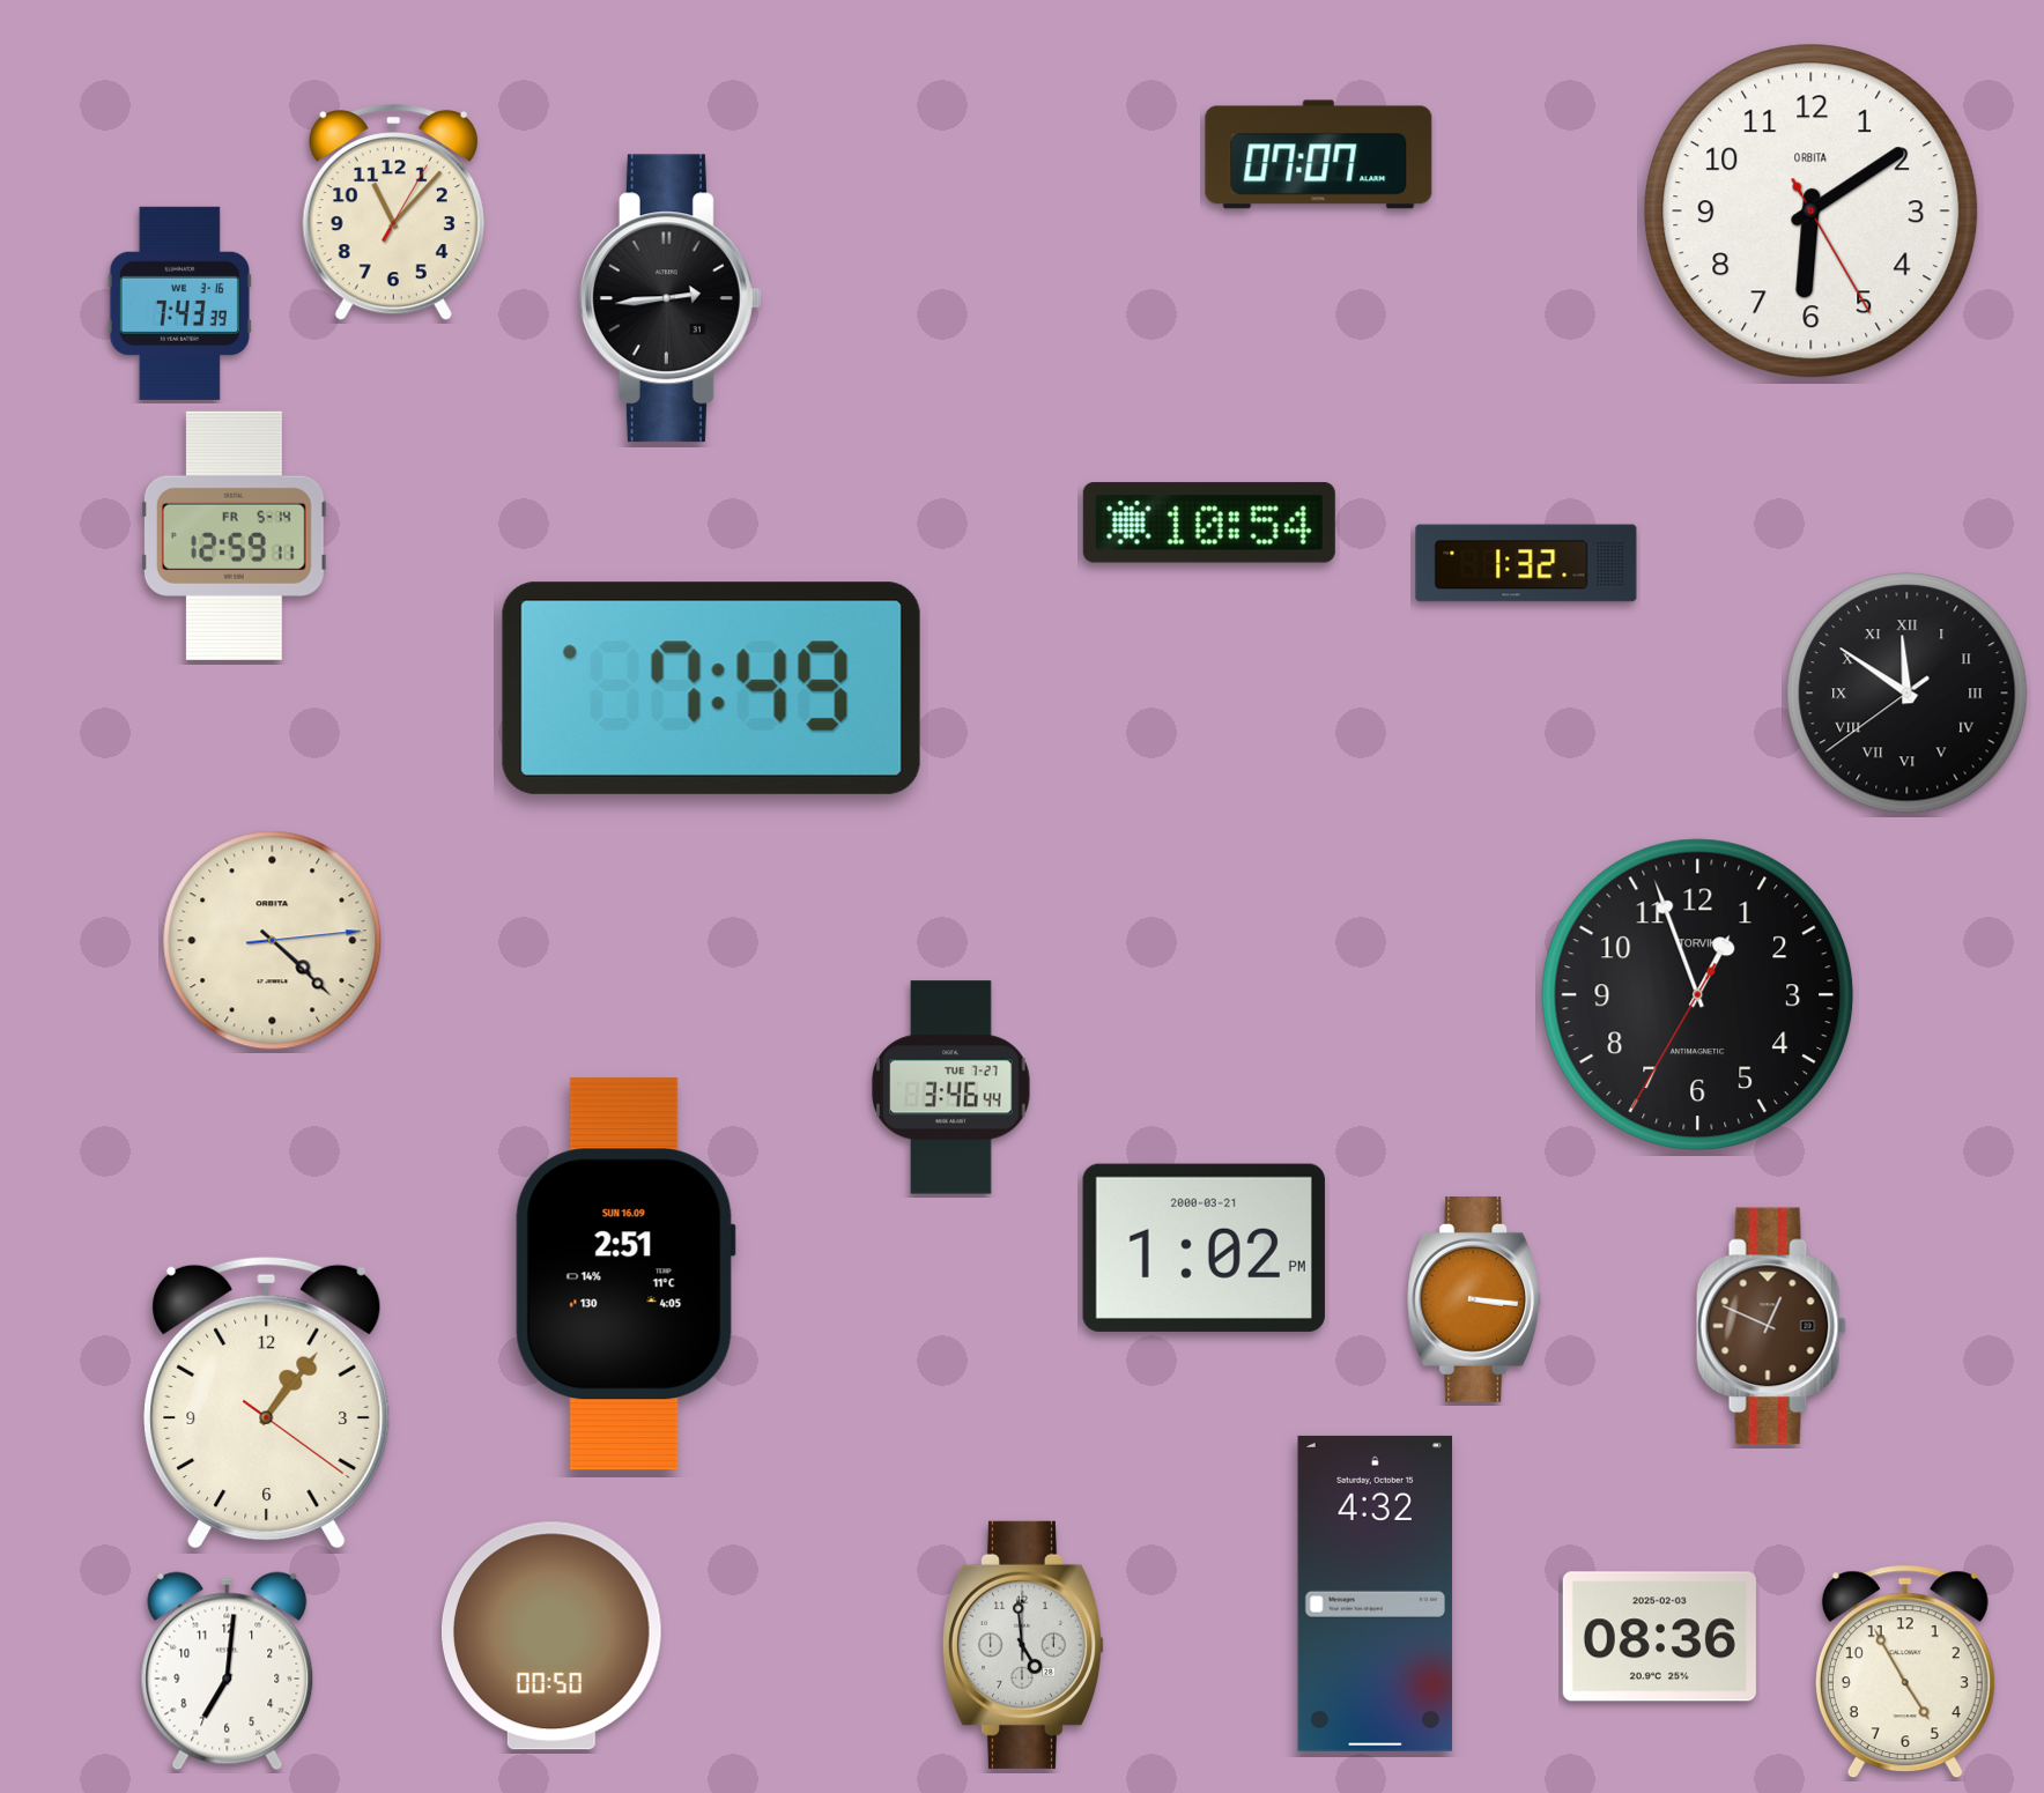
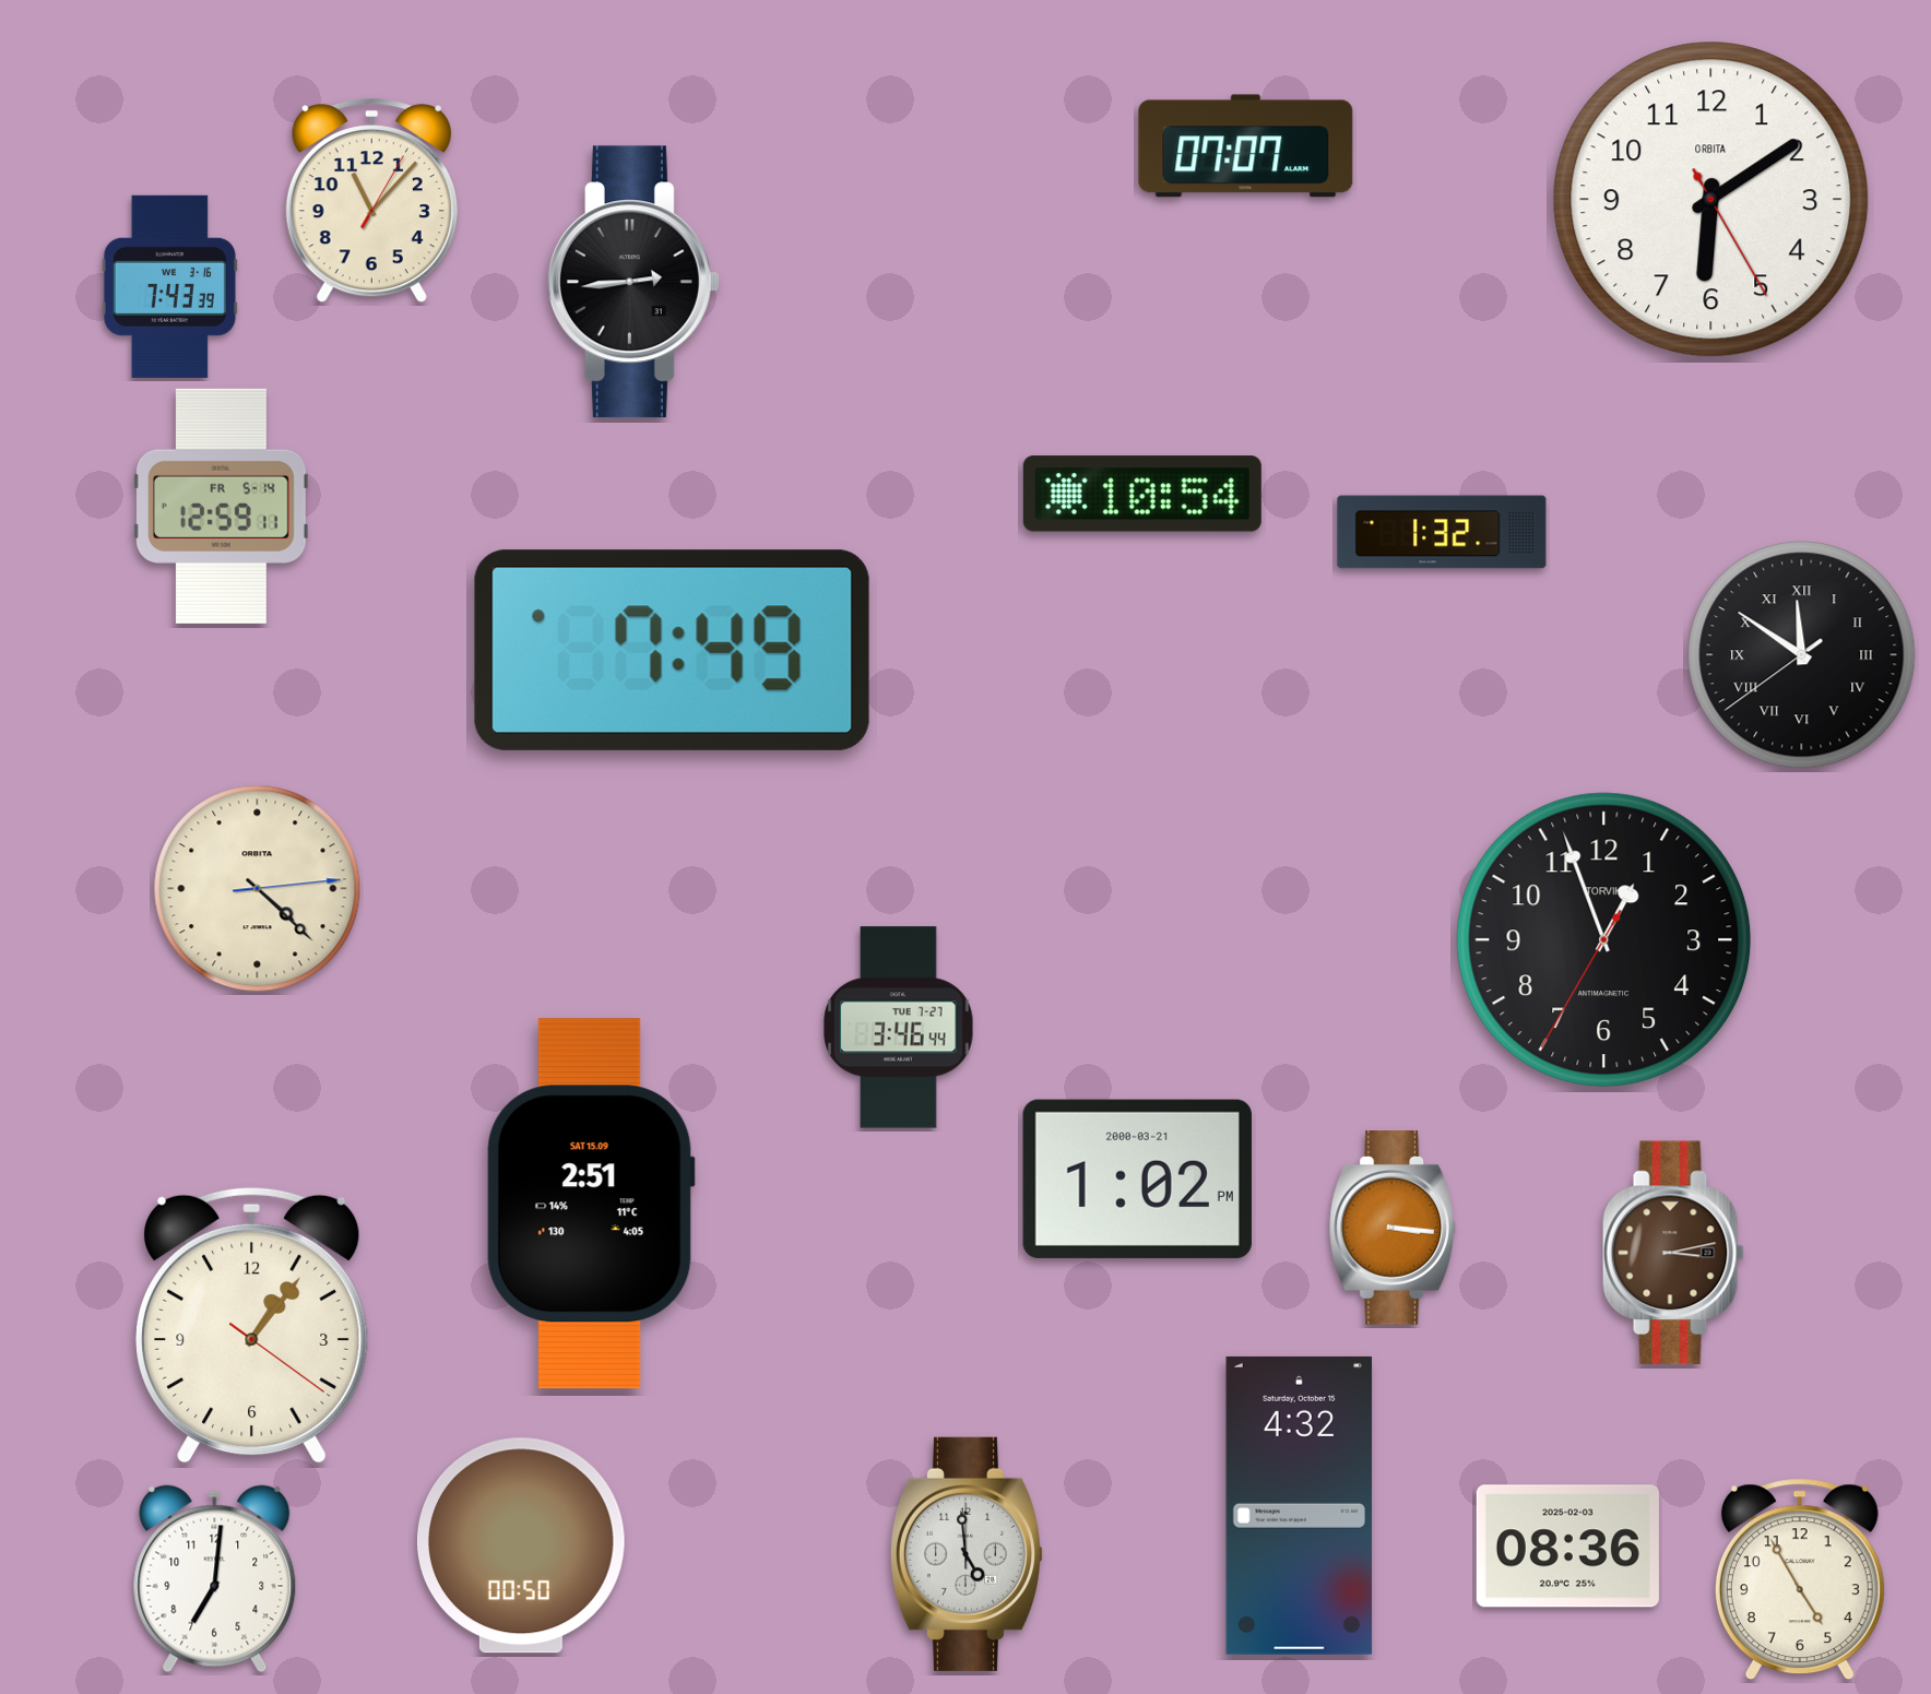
clock at (625, 1274) date: SUN 16.09 -> SAT 15.09
clock at (1771, 1326): 12:49 -> 3:13
